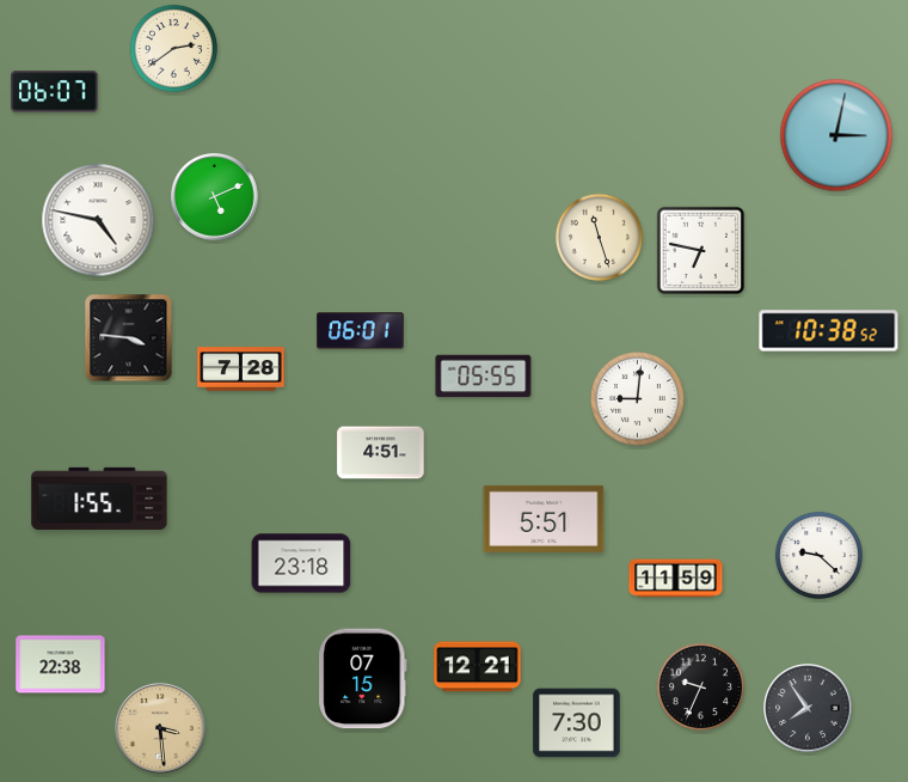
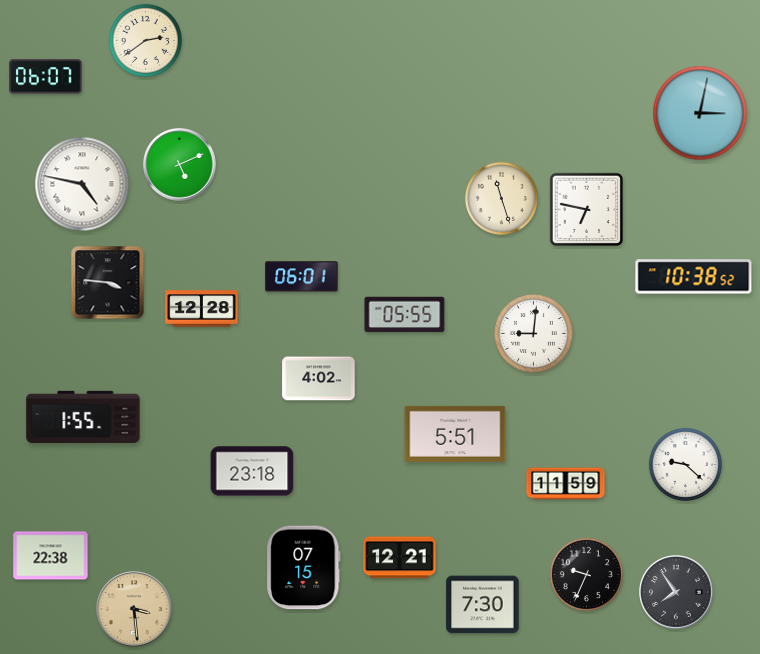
clock at (241, 369): 7:28 -> 12:28
clock at (381, 453): 4:51 -> 4:02
